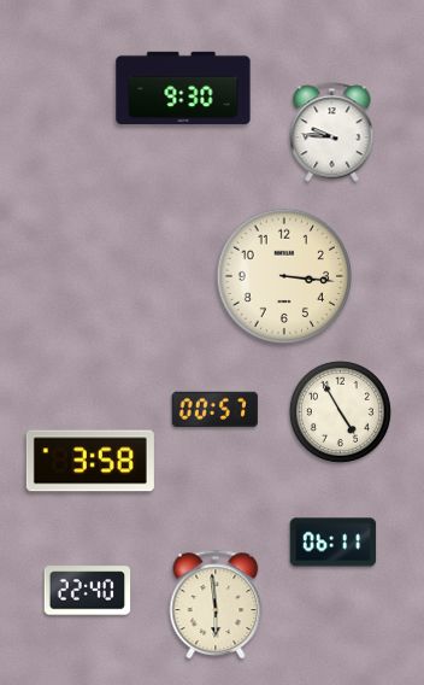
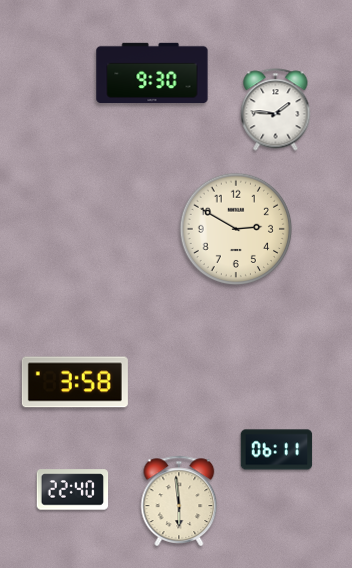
clock at (332, 133): 9:46 -> 1:46
clock at (284, 276): 3:16 -> 2:50
clock at (216, 410): 00:57 -> none
clock at (340, 411): 4:55 -> none
